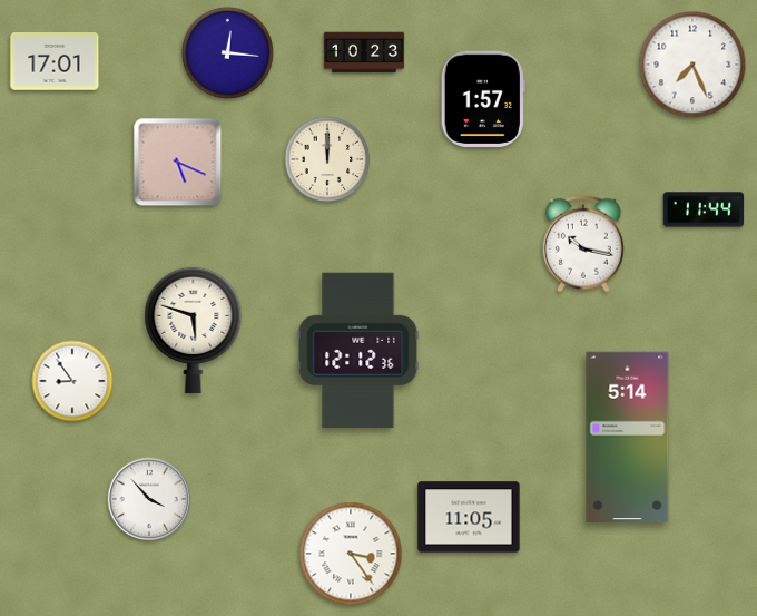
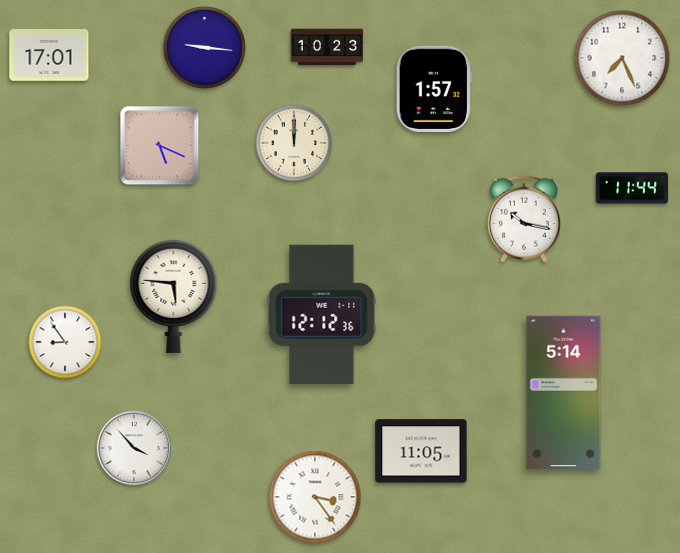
clock at (227, 52): 12:16 -> 9:16
clock at (194, 330): 5:48 -> 5:46
clock at (469, 517) position: (469, 517) -> (421, 451)
